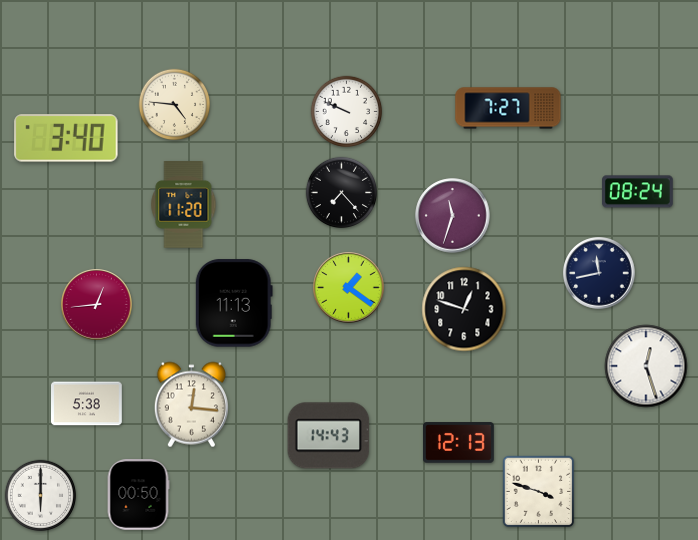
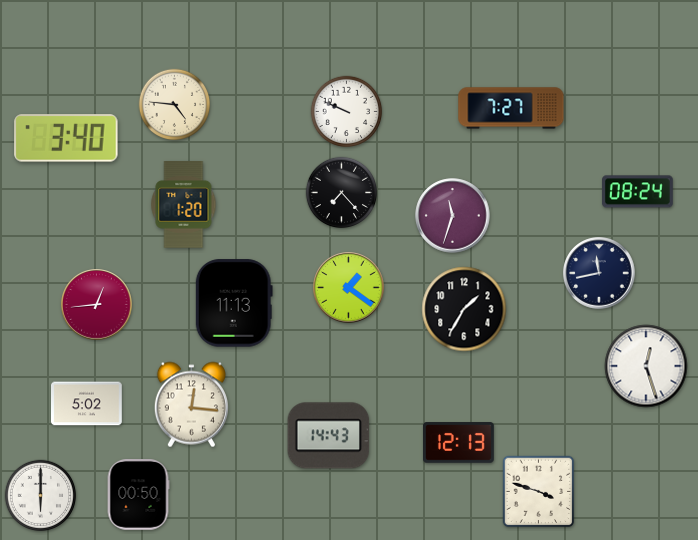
clock at (508, 108) position: (508, 108) -> (511, 108)
clock at (184, 205): 11:20 -> 1:20
clock at (464, 309): 12:48 -> 1:35
clock at (87, 404): 5:38 -> 5:02
